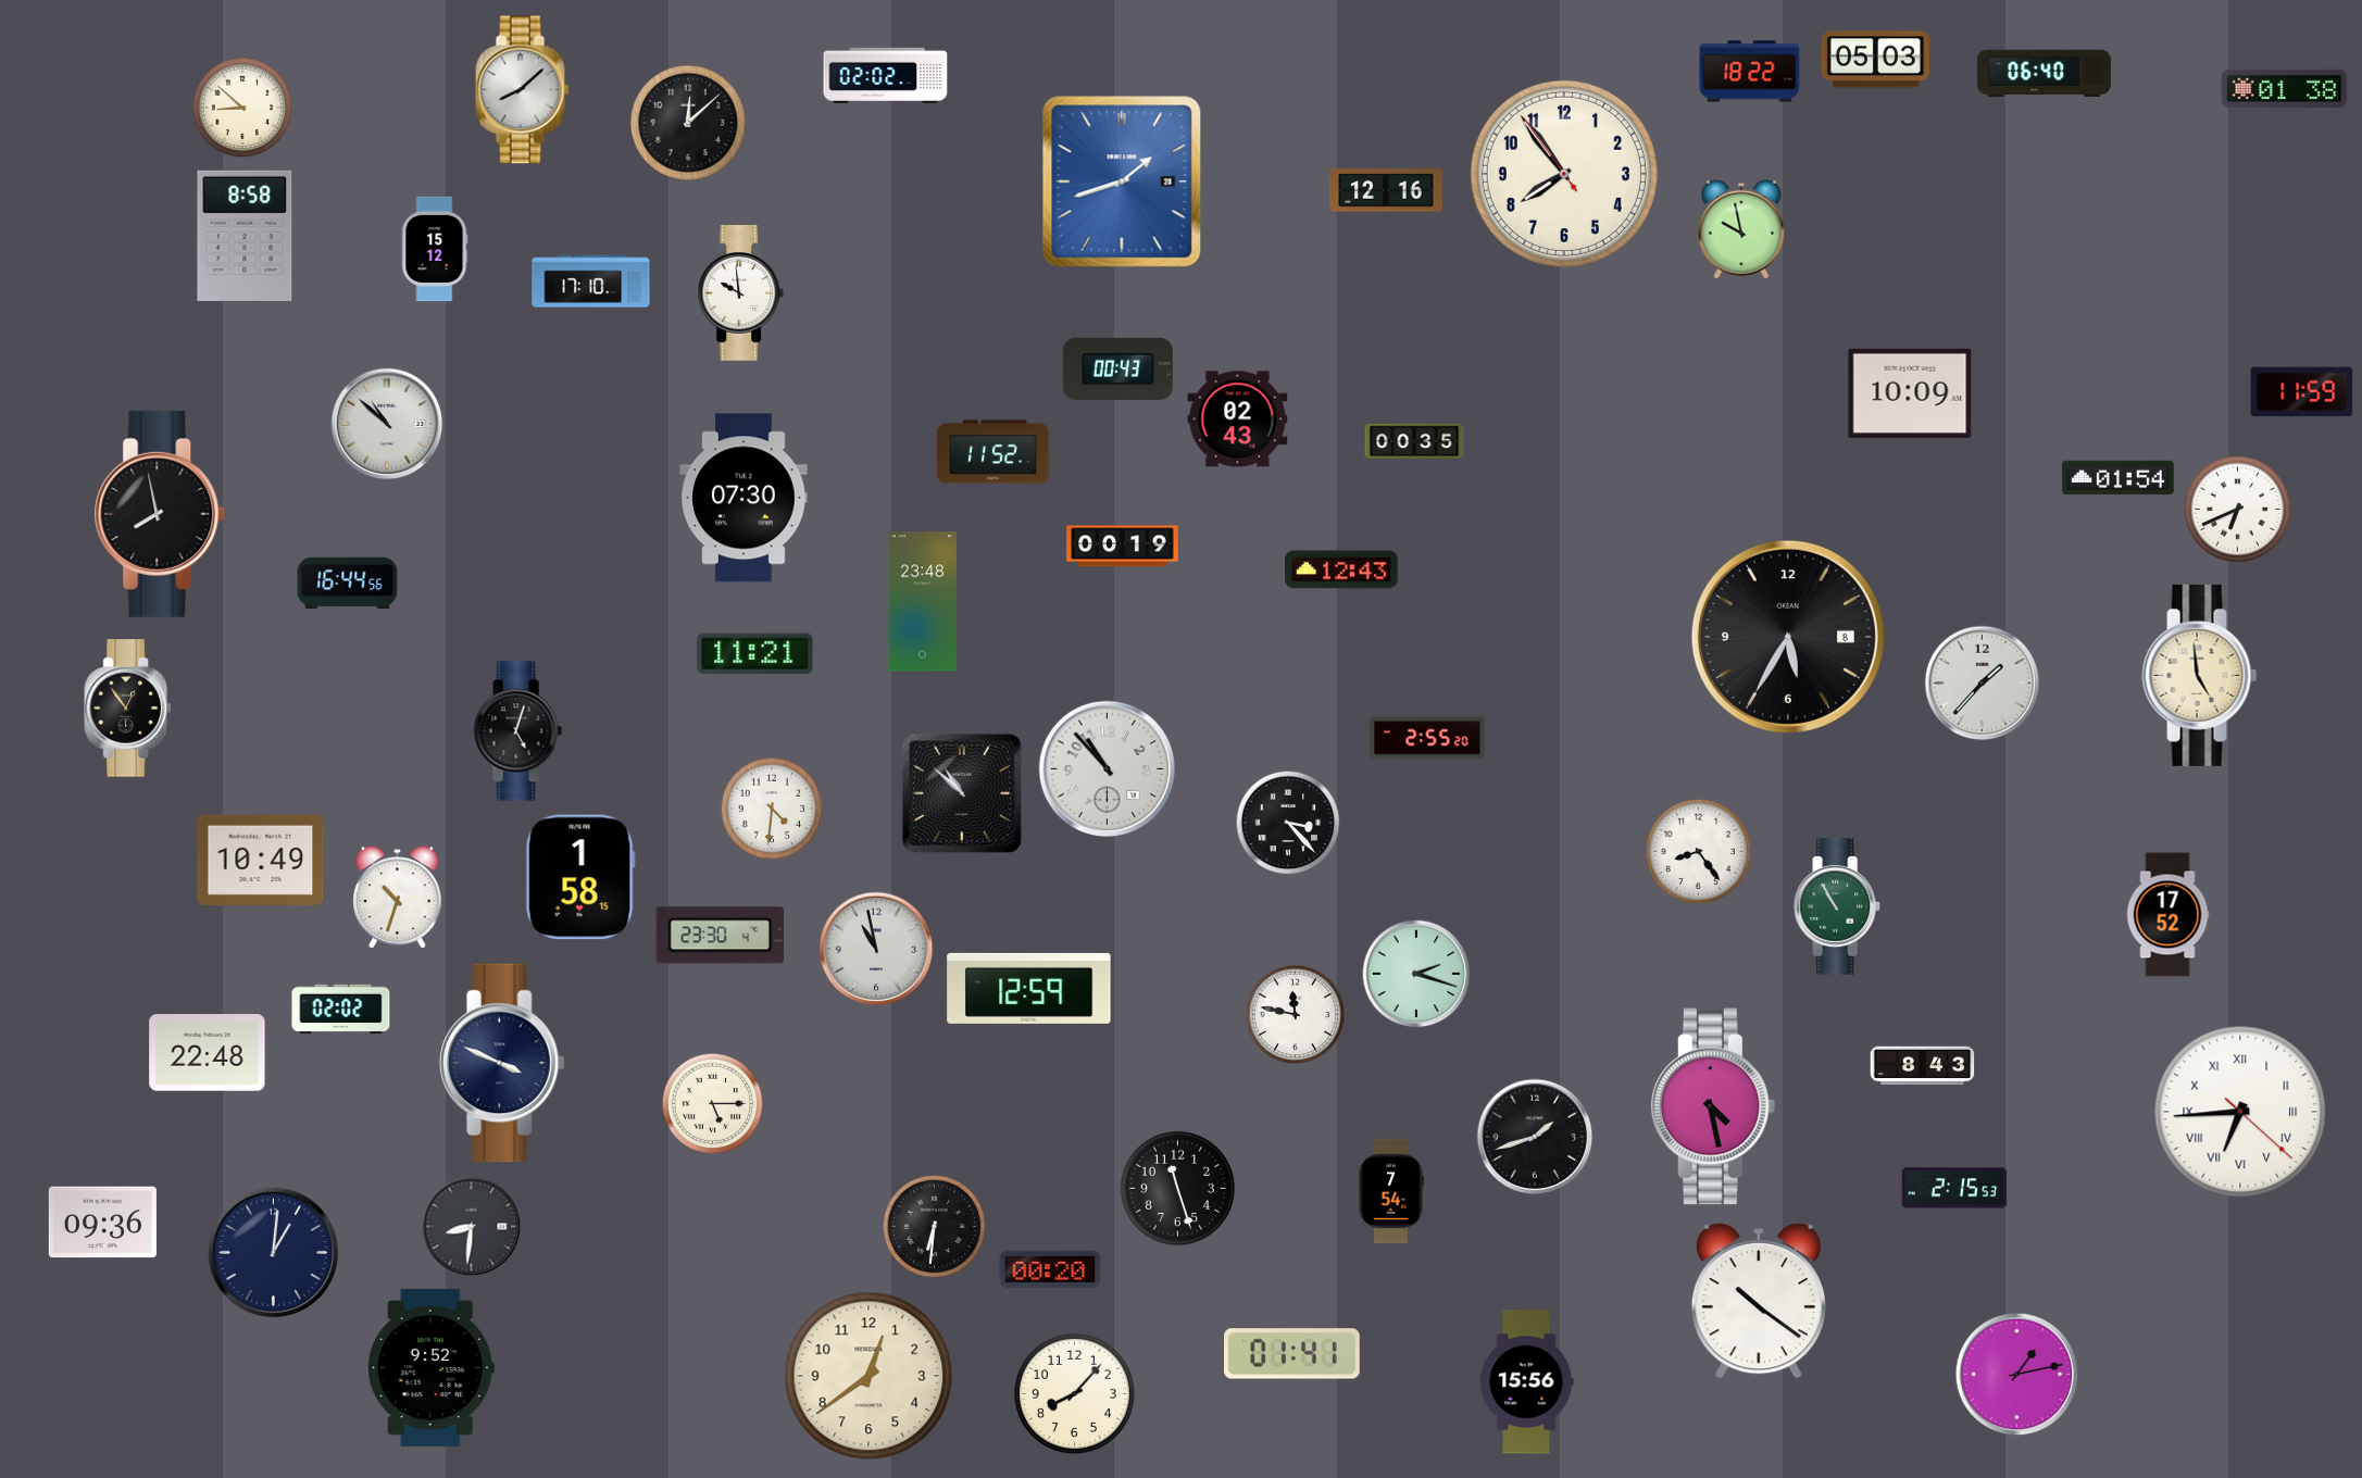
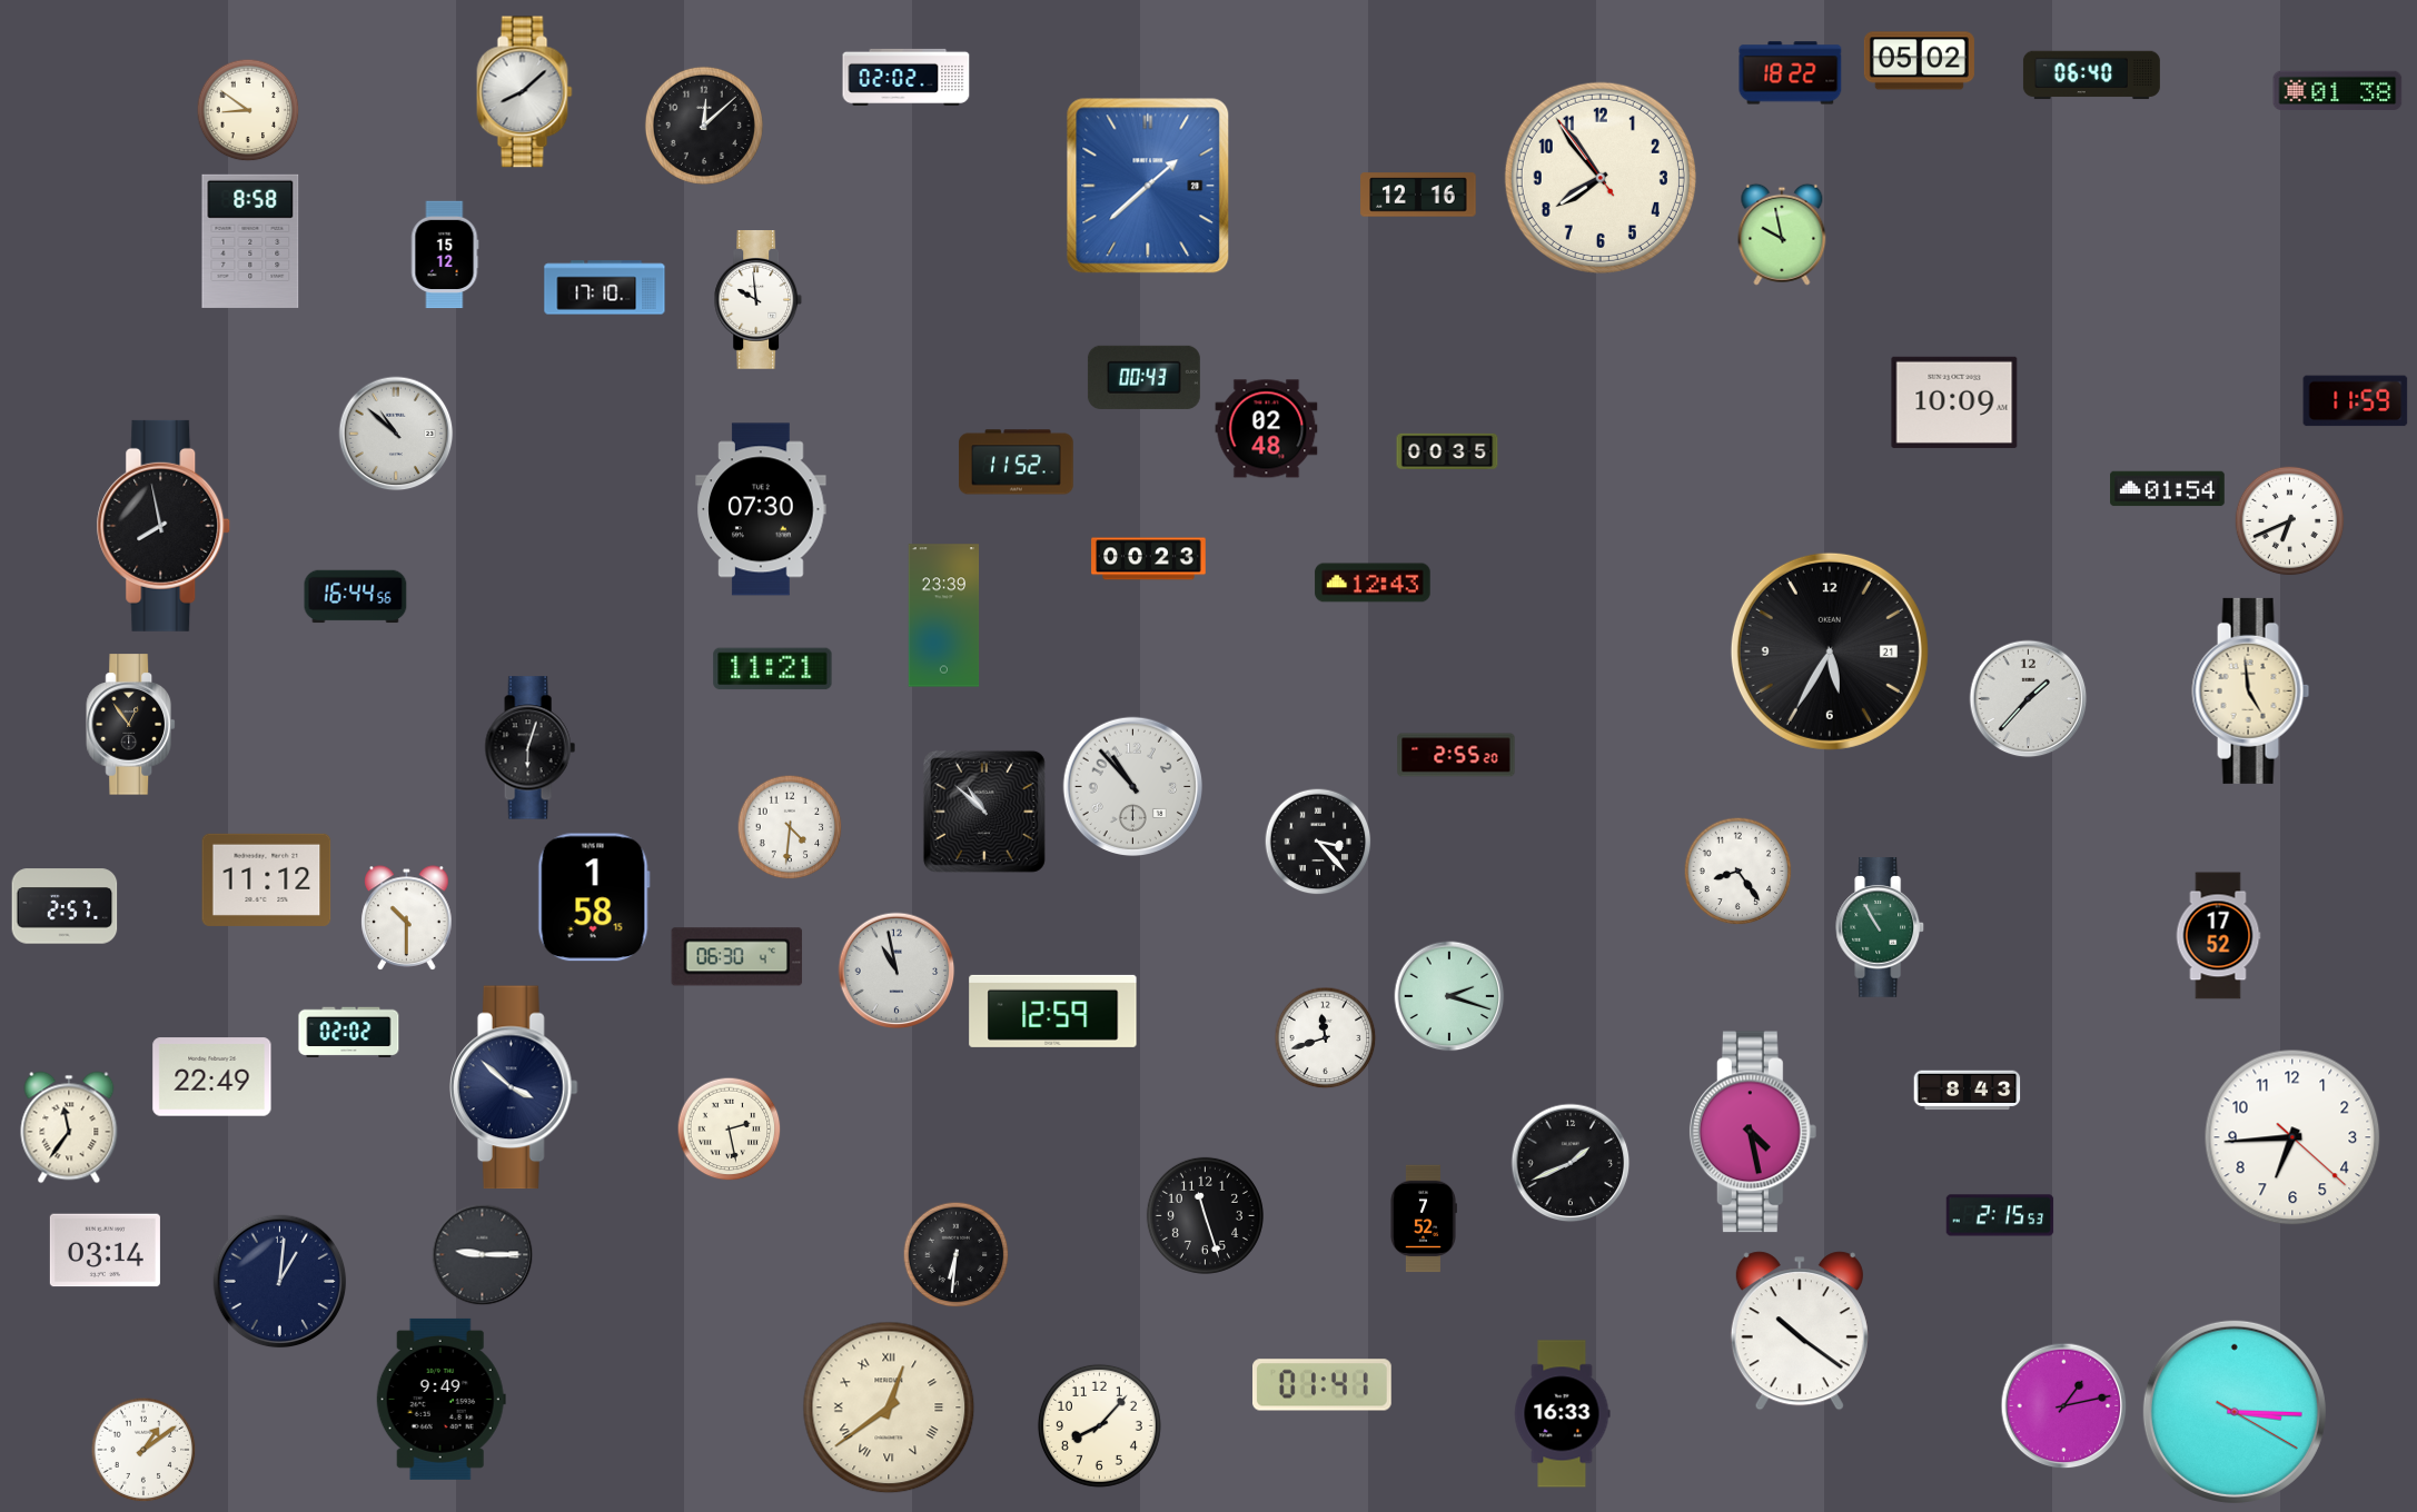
clock at (1875, 60): 05:03 -> 05:02
clock at (523, 90) position: (523, 90) -> (525, 92)
clock at (242, 108): 8:52 -> 8:51
clock at (1122, 181): 1:42 -> 1:38
clock at (1238, 419): 02:43 -> 02:48
clock at (1123, 547): 00:19 -> 00:23
clock at (923, 602): 23:48 -> 23:39
clock at (1788, 637) date: 8 -> 21
clock at (517, 731): 5:03 -> 6:03
clock at (1427, 738) position: (1427, 738) -> (1456, 755)
clock at (261, 860): 10:49 -> 11:12
clock at (65, 906): none -> 2:57
clock at (398, 898): 10:33 -> 10:30
clock at (721, 936): 23:30 -> 06:30
clock at (1296, 1015): 11:47 -> 11:42
clock at (208, 1053): 22:48 -> 22:49
clock at (502, 1063): 3:49 -> 3:52
clock at (69, 1127): none -> 11:36
clock at (713, 1104): 5:15 -> 2:28
clock at (2240, 1112) numerals: Roman -> Arabic
clock at (1535, 1137): 1:42 -> 1:41
clock at (1391, 1191): 7:54 -> 7:52
clock at (102, 1223): 09:36 -> 03:14
clock at (472, 1227): 8:31 -> 9:15
clock at (1050, 1269): 00:20 -> none
clock at (430, 1367): 9:52 -> 9:49
clock at (868, 1376) numerals: Arabic -> Roman
clock at (2235, 1412): none -> 3:15
clock at (1526, 1382): 15:56 -> 16:33
clock at (143, 1450): none -> 1:09
